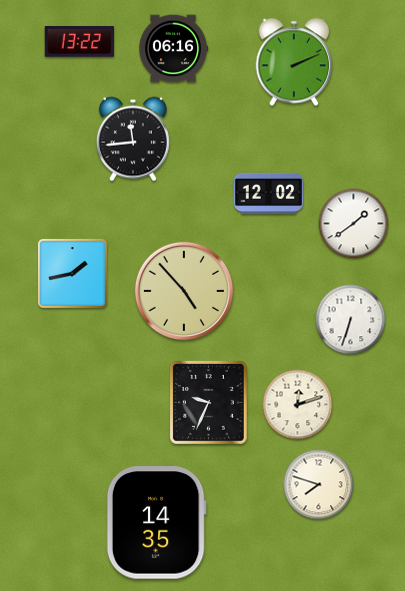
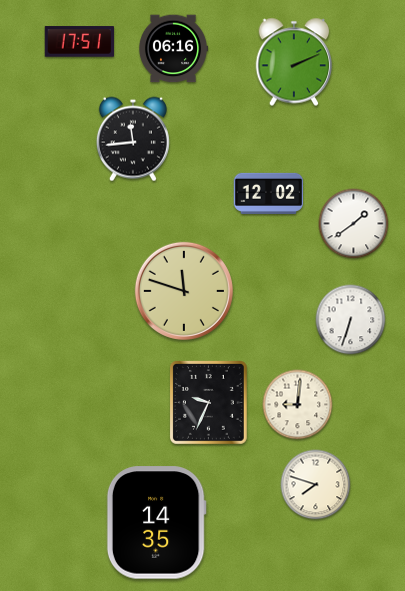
clock at (79, 42): 13:22 -> 17:51
clock at (72, 273): 1:43 -> none
clock at (184, 291): 4:53 -> 11:48
clock at (298, 405): 12:12 -> 9:01
clock at (319, 485) position: (319, 485) -> (316, 485)
